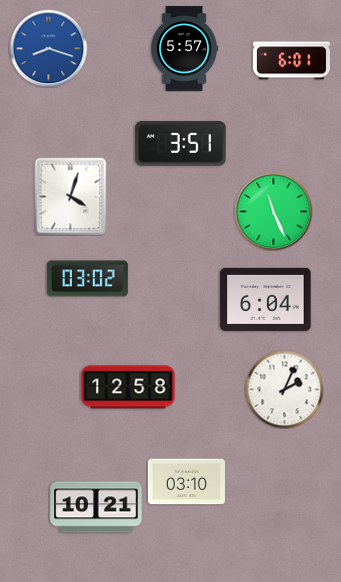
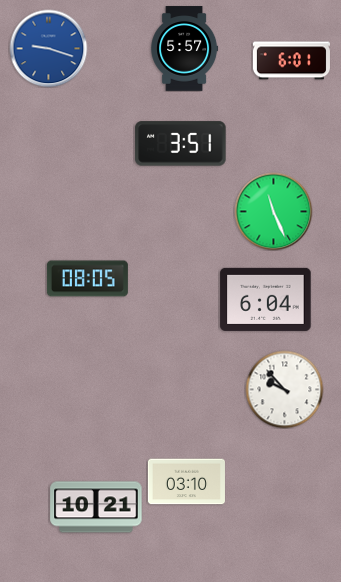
clock at (48, 48): 8:18 -> 9:18
clock at (71, 196): 4:03 -> none
clock at (87, 279): 03:02 -> 08:05
clock at (128, 387): 12:58 -> none
clock at (284, 389): 2:04 -> 9:53
